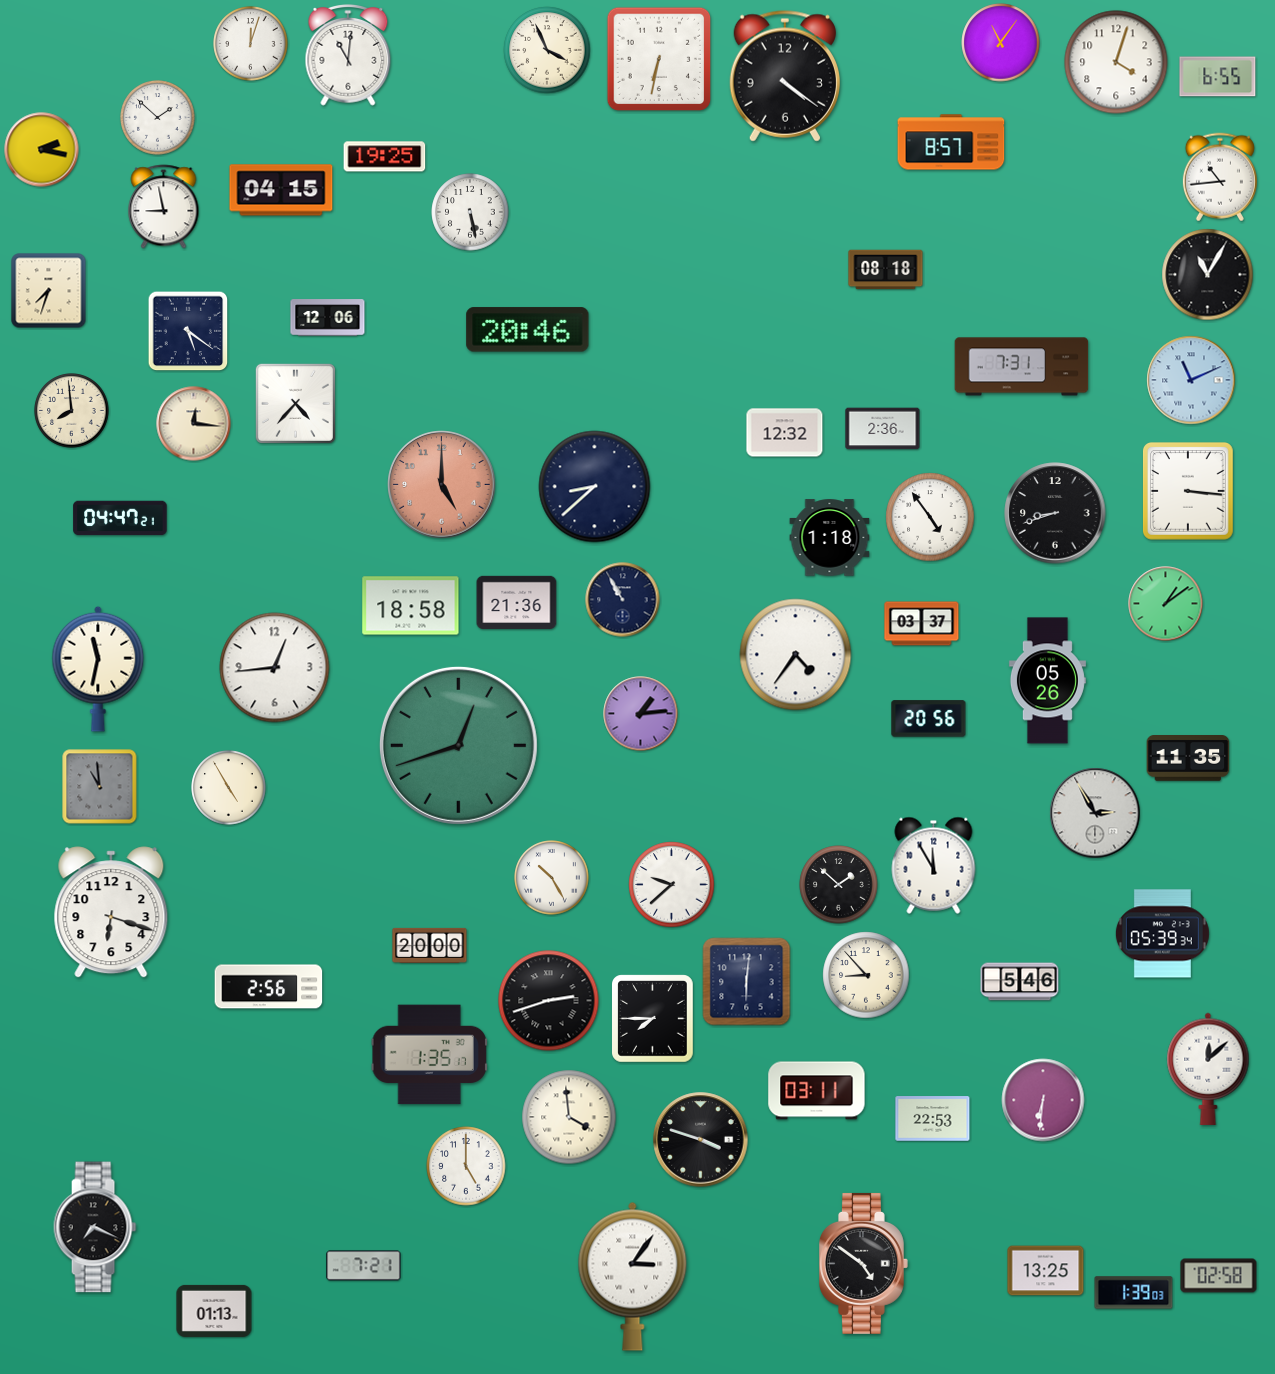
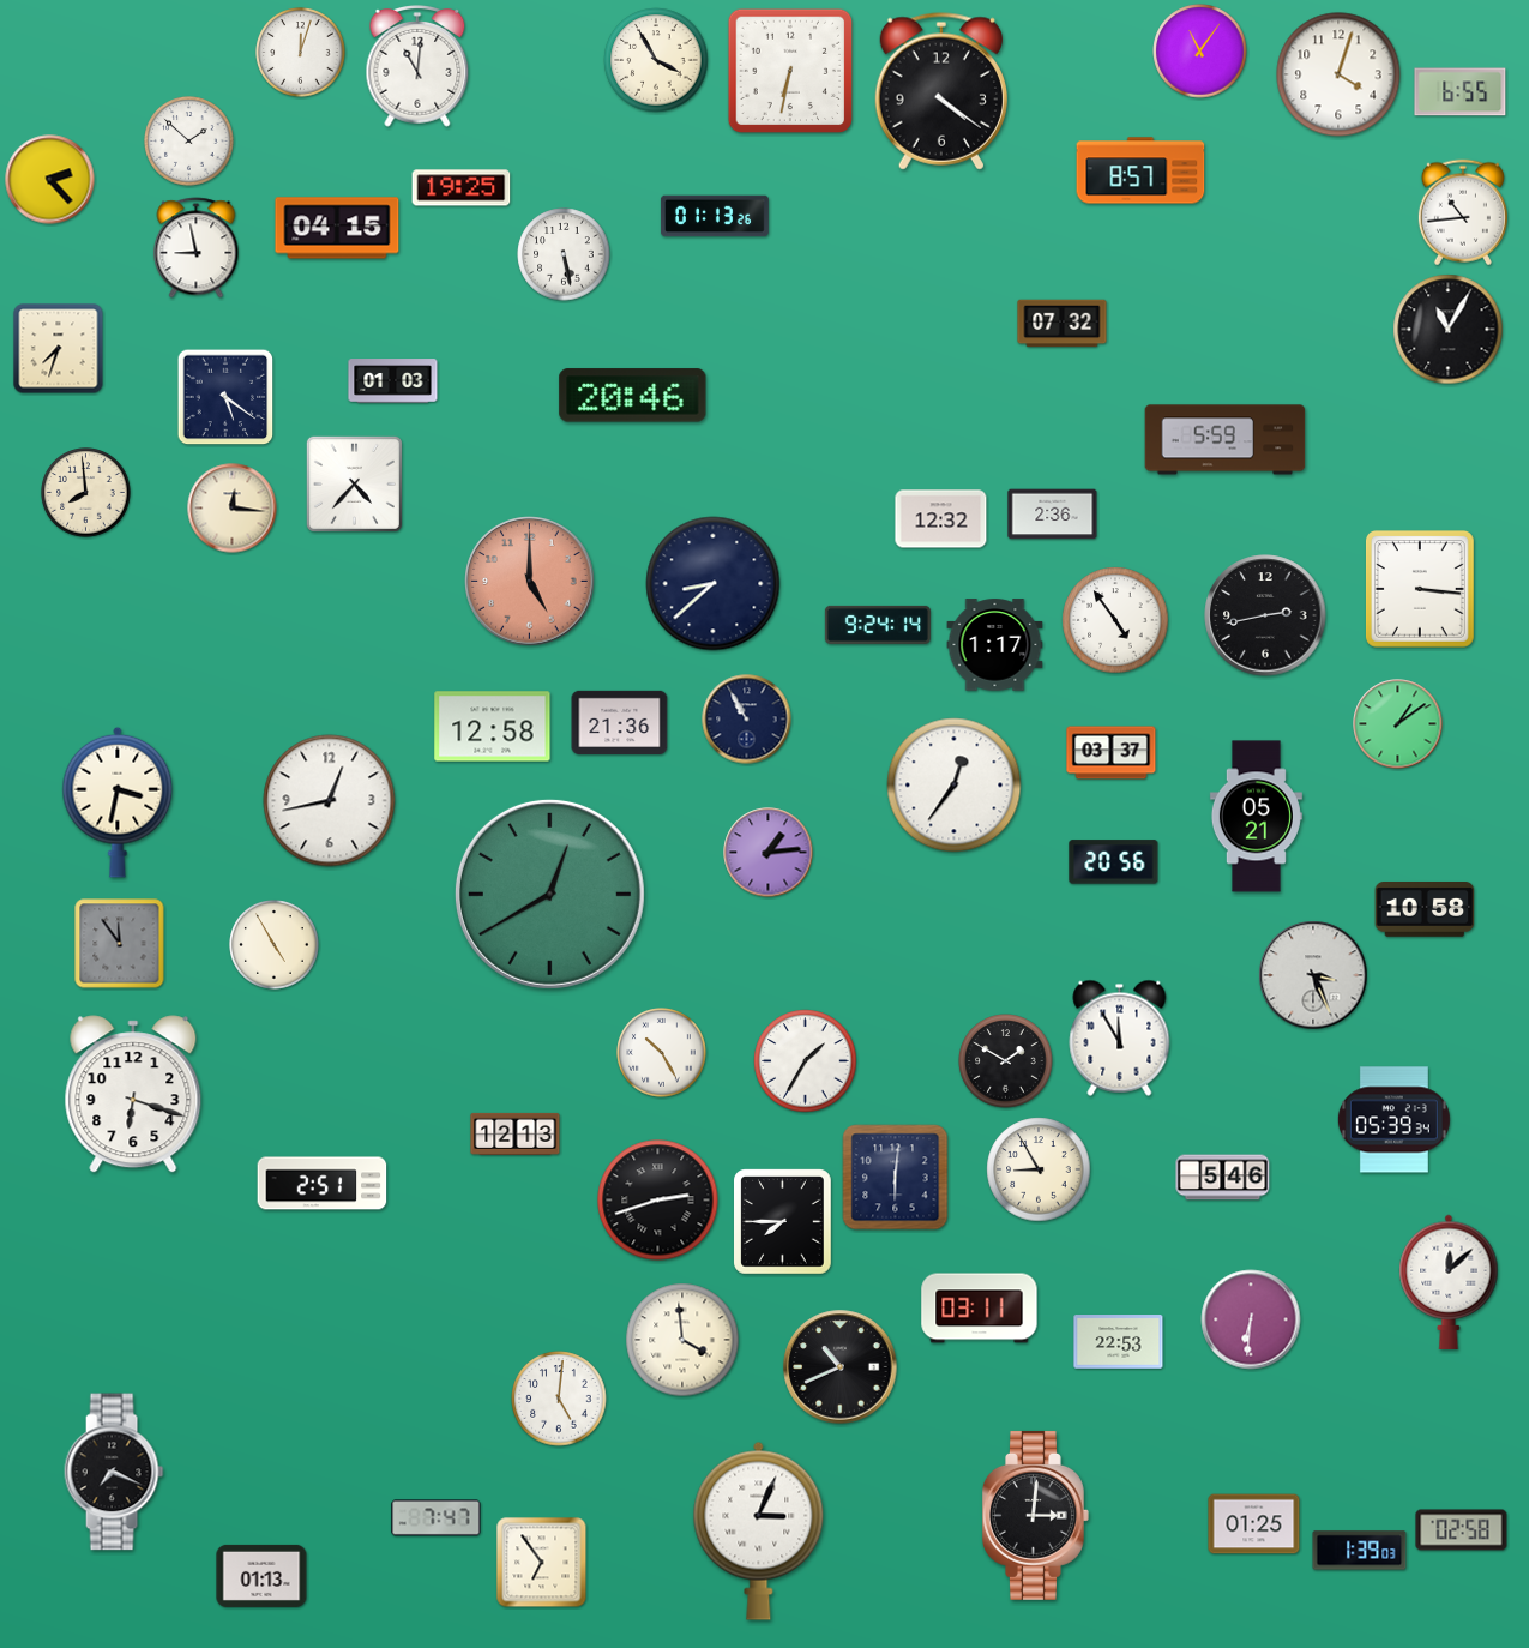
clock at (547, 50): 3:56 -> 3:55
clock at (42, 150): 2:17 -> 2:23
clock at (715, 216): none -> 01:13
clock at (886, 270): 08:18 -> 07:32
clock at (328, 318): 12:06 -> 01:03
clock at (1022, 367): 7:31 -> 5:59
clock at (1191, 380): 11:11 -> none
clock at (883, 429) position: (883, 429) -> (1053, 515)
clock at (1188, 492) position: (1188, 492) -> (1420, 590)
clock at (1055, 513): 8:42 -> 2:43
clock at (120, 518): 04:47 -> none
clock at (878, 625): none -> 9:24
clock at (830, 538): 1:18 -> 1:17
clock at (411, 606): 18:58 -> 12:58
clock at (922, 624) position: (922, 624) -> (1112, 753)
clock at (796, 655): 4:36 -> 12:36
clock at (275, 668): 12:44 -> 12:43
clock at (98, 669): 11:32 -> 3:32
clock at (1047, 681): 05:26 -> 05:21
clock at (641, 714) position: (641, 714) -> (769, 853)
clock at (458, 745): 12:42 -> 12:40
clock at (1188, 759): 11:35 -> 10:58
clock at (100, 787): 10:59 -> 11:54
clock at (1095, 813): 2:55 -> 3:26
clock at (672, 885): 9:38 -> 1:35
clock at (839, 885): 1:52 -> 1:50
clock at (430, 945): 20:00 -> 12:13
clock at (866, 975): 8:53 -> 8:55
clock at (269, 987): 2:56 -> 2:51
clock at (429, 1055): 1:35 -> none
clock at (701, 1140): 3:48 -> 10:41
clock at (466, 1166): 5:00 -> 5:01
clock at (864, 1263): 4:51 -> 3:01
clock at (364, 1266): 7:21 -> 7:47
clock at (1046, 1271): 13:25 -> 01:25
clock at (633, 1276): 3:06 -> 3:04
clock at (542, 1563): none -> 6:54
clock at (214, 1311) position: (214, 1311) -> (261, 1576)
